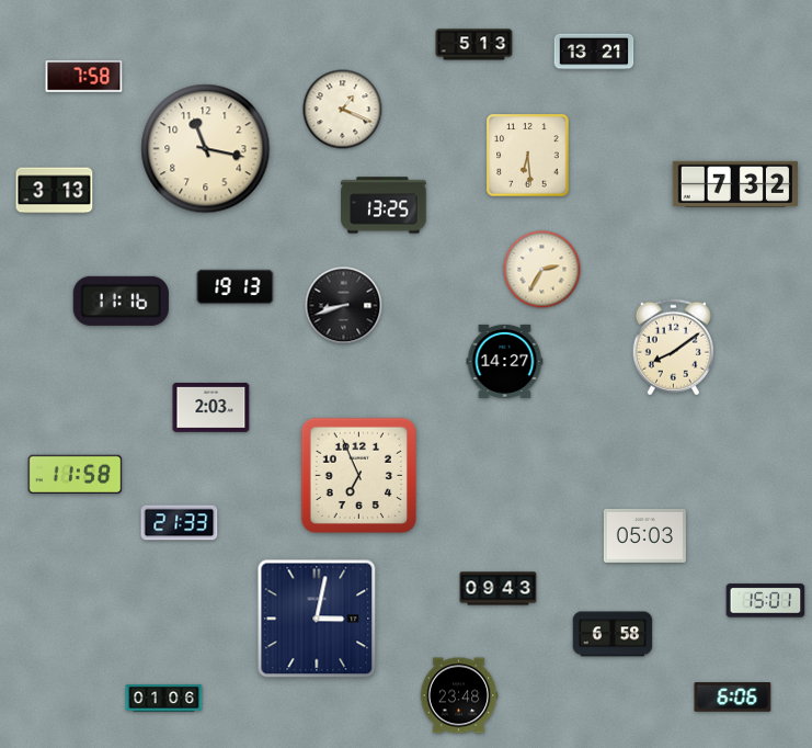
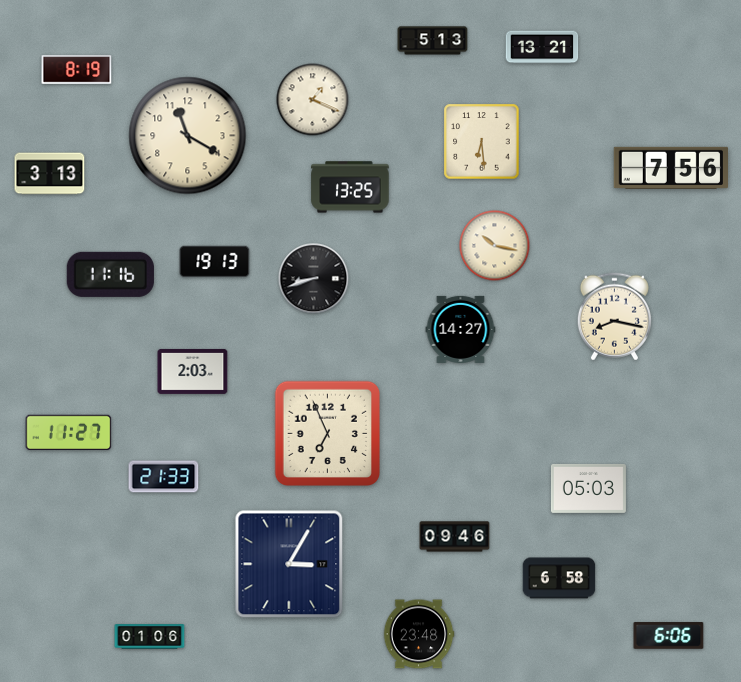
clock at (84, 77): 7:58 -> 8:19
clock at (206, 149): 11:17 -> 11:20
clock at (735, 184): 7:32 -> 7:56
clock at (542, 270): 2:35 -> 10:17
clock at (673, 348): 8:09 -> 8:17
clock at (76, 474): 11:58 -> 11:27
clock at (499, 589): 09:43 -> 09:46
clock at (766, 601): 15:01 -> none
clock at (317, 619): 3:02 -> 3:05
